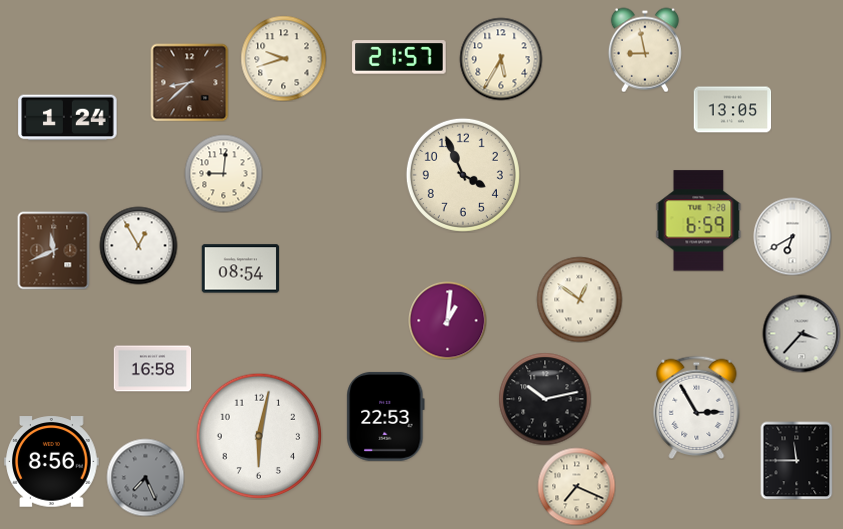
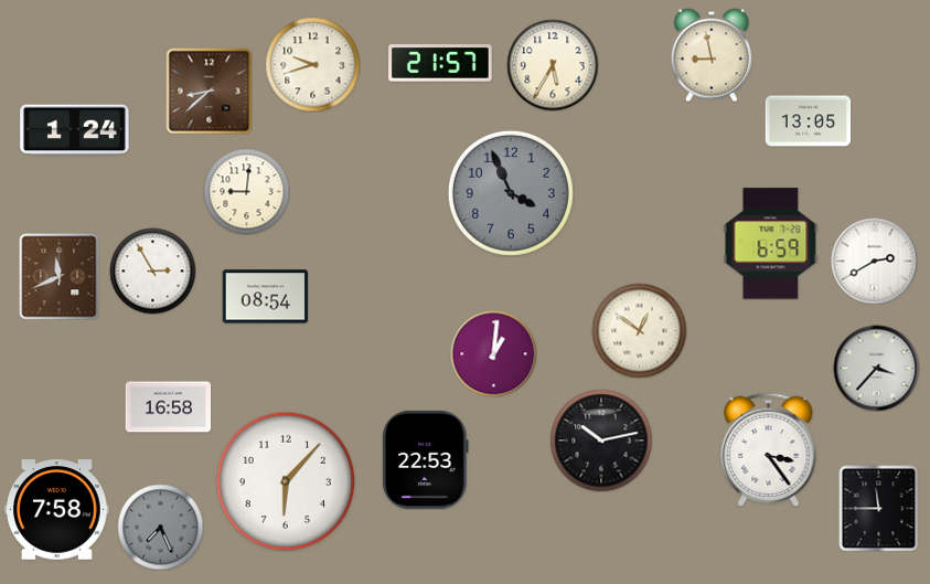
clock at (463, 175) dial: cream -> grey
clock at (792, 236): 6:40 -> 2:40
clock at (138, 245): 12:55 -> 2:55
clock at (801, 333) position: (801, 333) -> (876, 368)
clock at (697, 407): 2:55 -> 3:24
clock at (259, 436): 6:02 -> 6:07
clock at (52, 462): 8:56 -> 7:58
clock at (576, 486): 7:19 -> none
